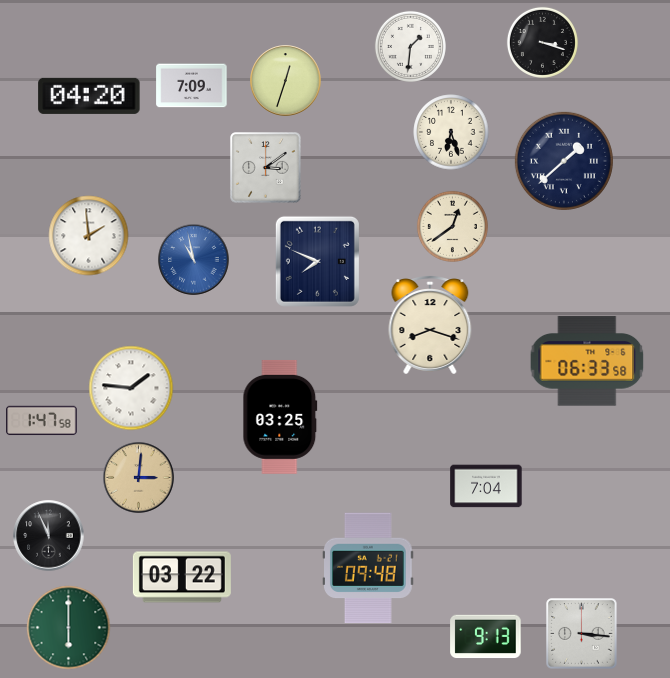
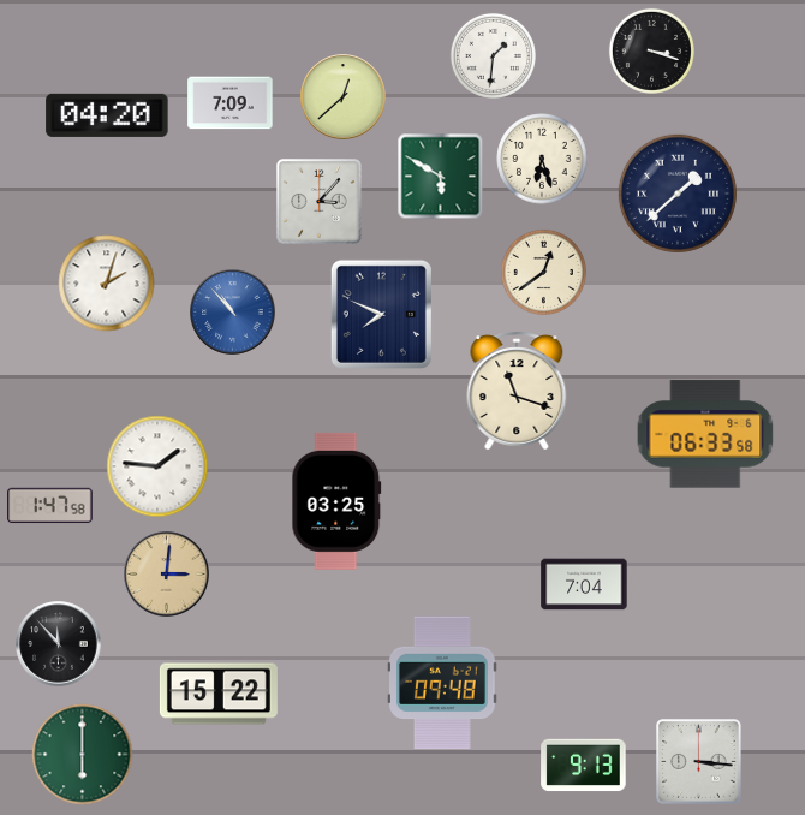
clock at (286, 81): 12:33 -> 12:38
clock at (441, 177): none -> 5:50
clock at (266, 168): 3:09 -> 3:07
clock at (89, 236): 1:59 -> 2:03
clock at (194, 260): 10:58 -> 10:53
clock at (430, 325): 8:18 -> 11:18
clock at (49, 536): 11:56 -> 11:53
clock at (182, 577): 03:22 -> 15:22
